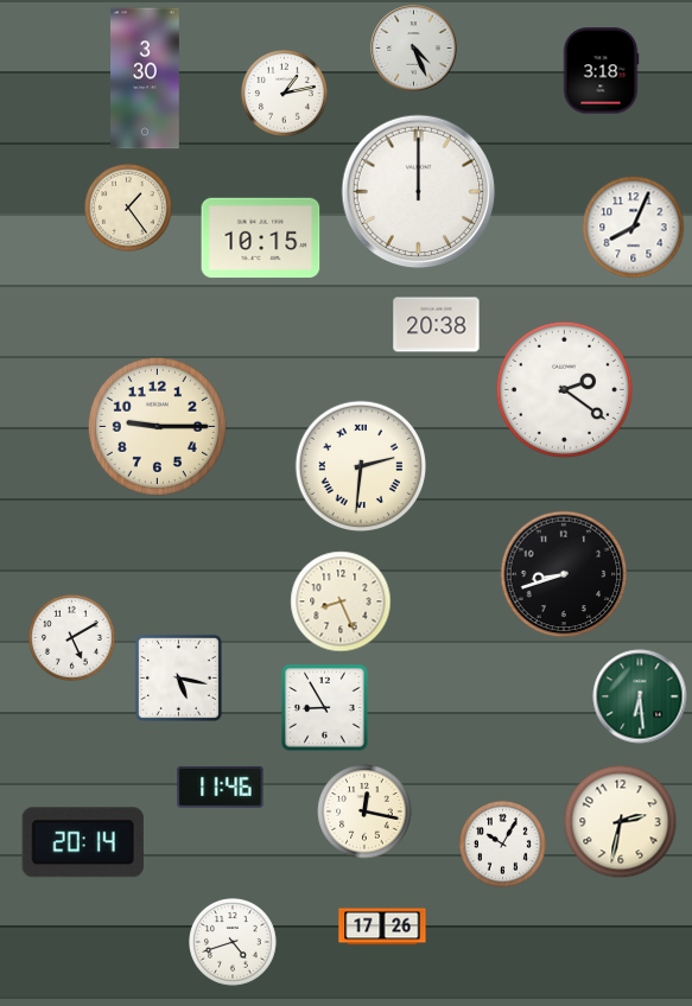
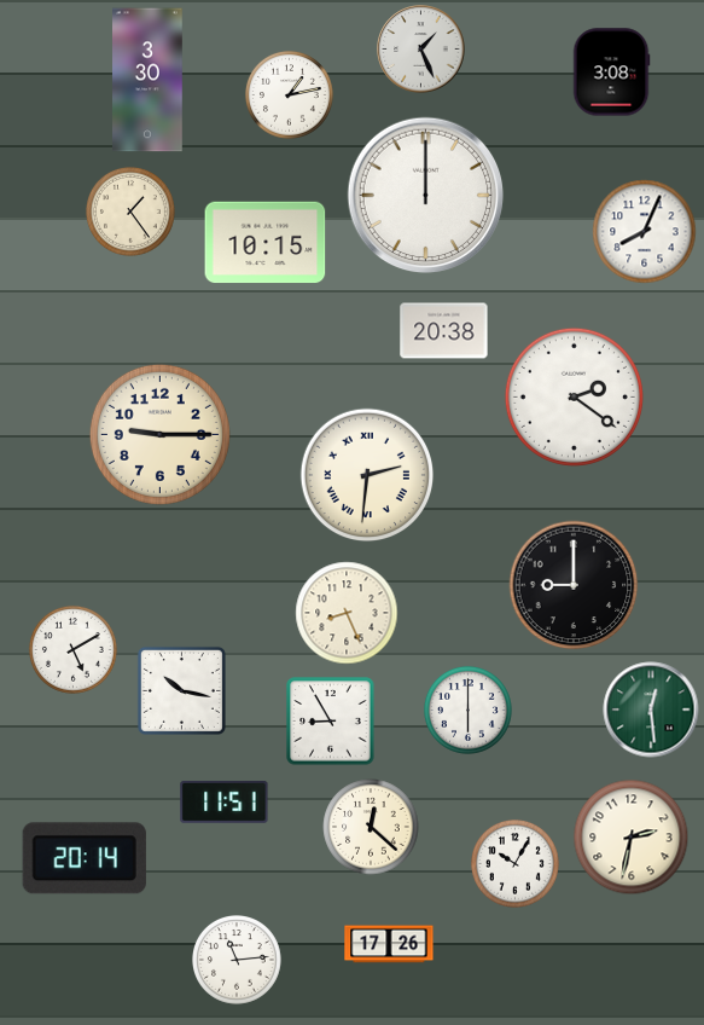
clock at (414, 49): 4:26 -> 1:26
clock at (601, 71): 3:18 -> 3:08
clock at (564, 574): 8:42 -> 9:00
clock at (178, 677): 5:17 -> 10:17
clock at (467, 710): none -> 6:00
clock at (640, 696): 6:29 -> 12:29
clock at (221, 787): 11:46 -> 11:51
clock at (364, 811): 12:17 -> 12:22
clock at (502, 843) position: (502, 843) -> (514, 863)
clock at (234, 943): 4:42 -> 11:14
